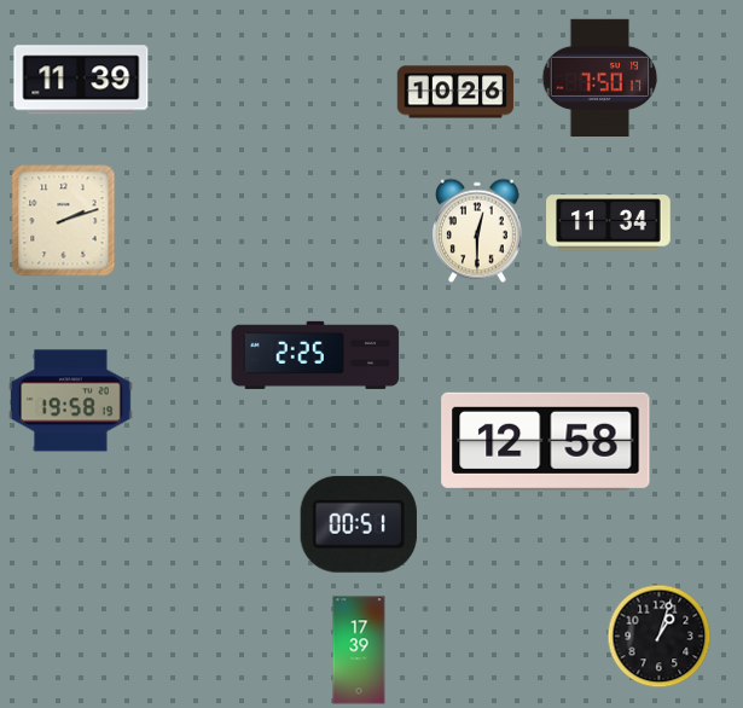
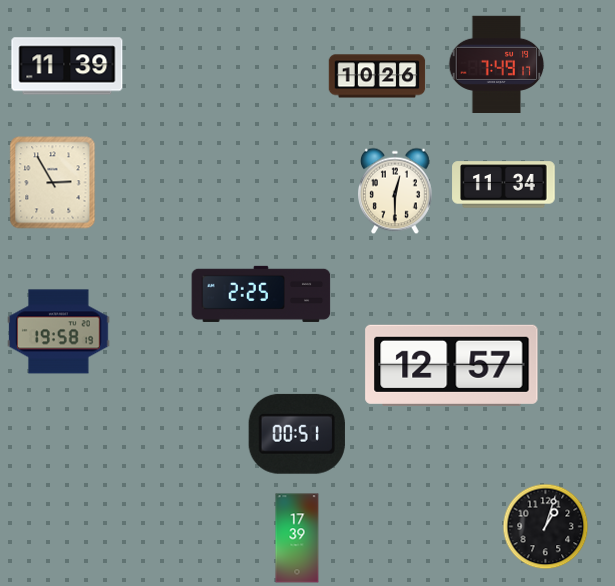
clock at (600, 77): 7:50 -> 7:49
clock at (64, 221): 2:12 -> 2:55
clock at (546, 441): 12:58 -> 12:57
